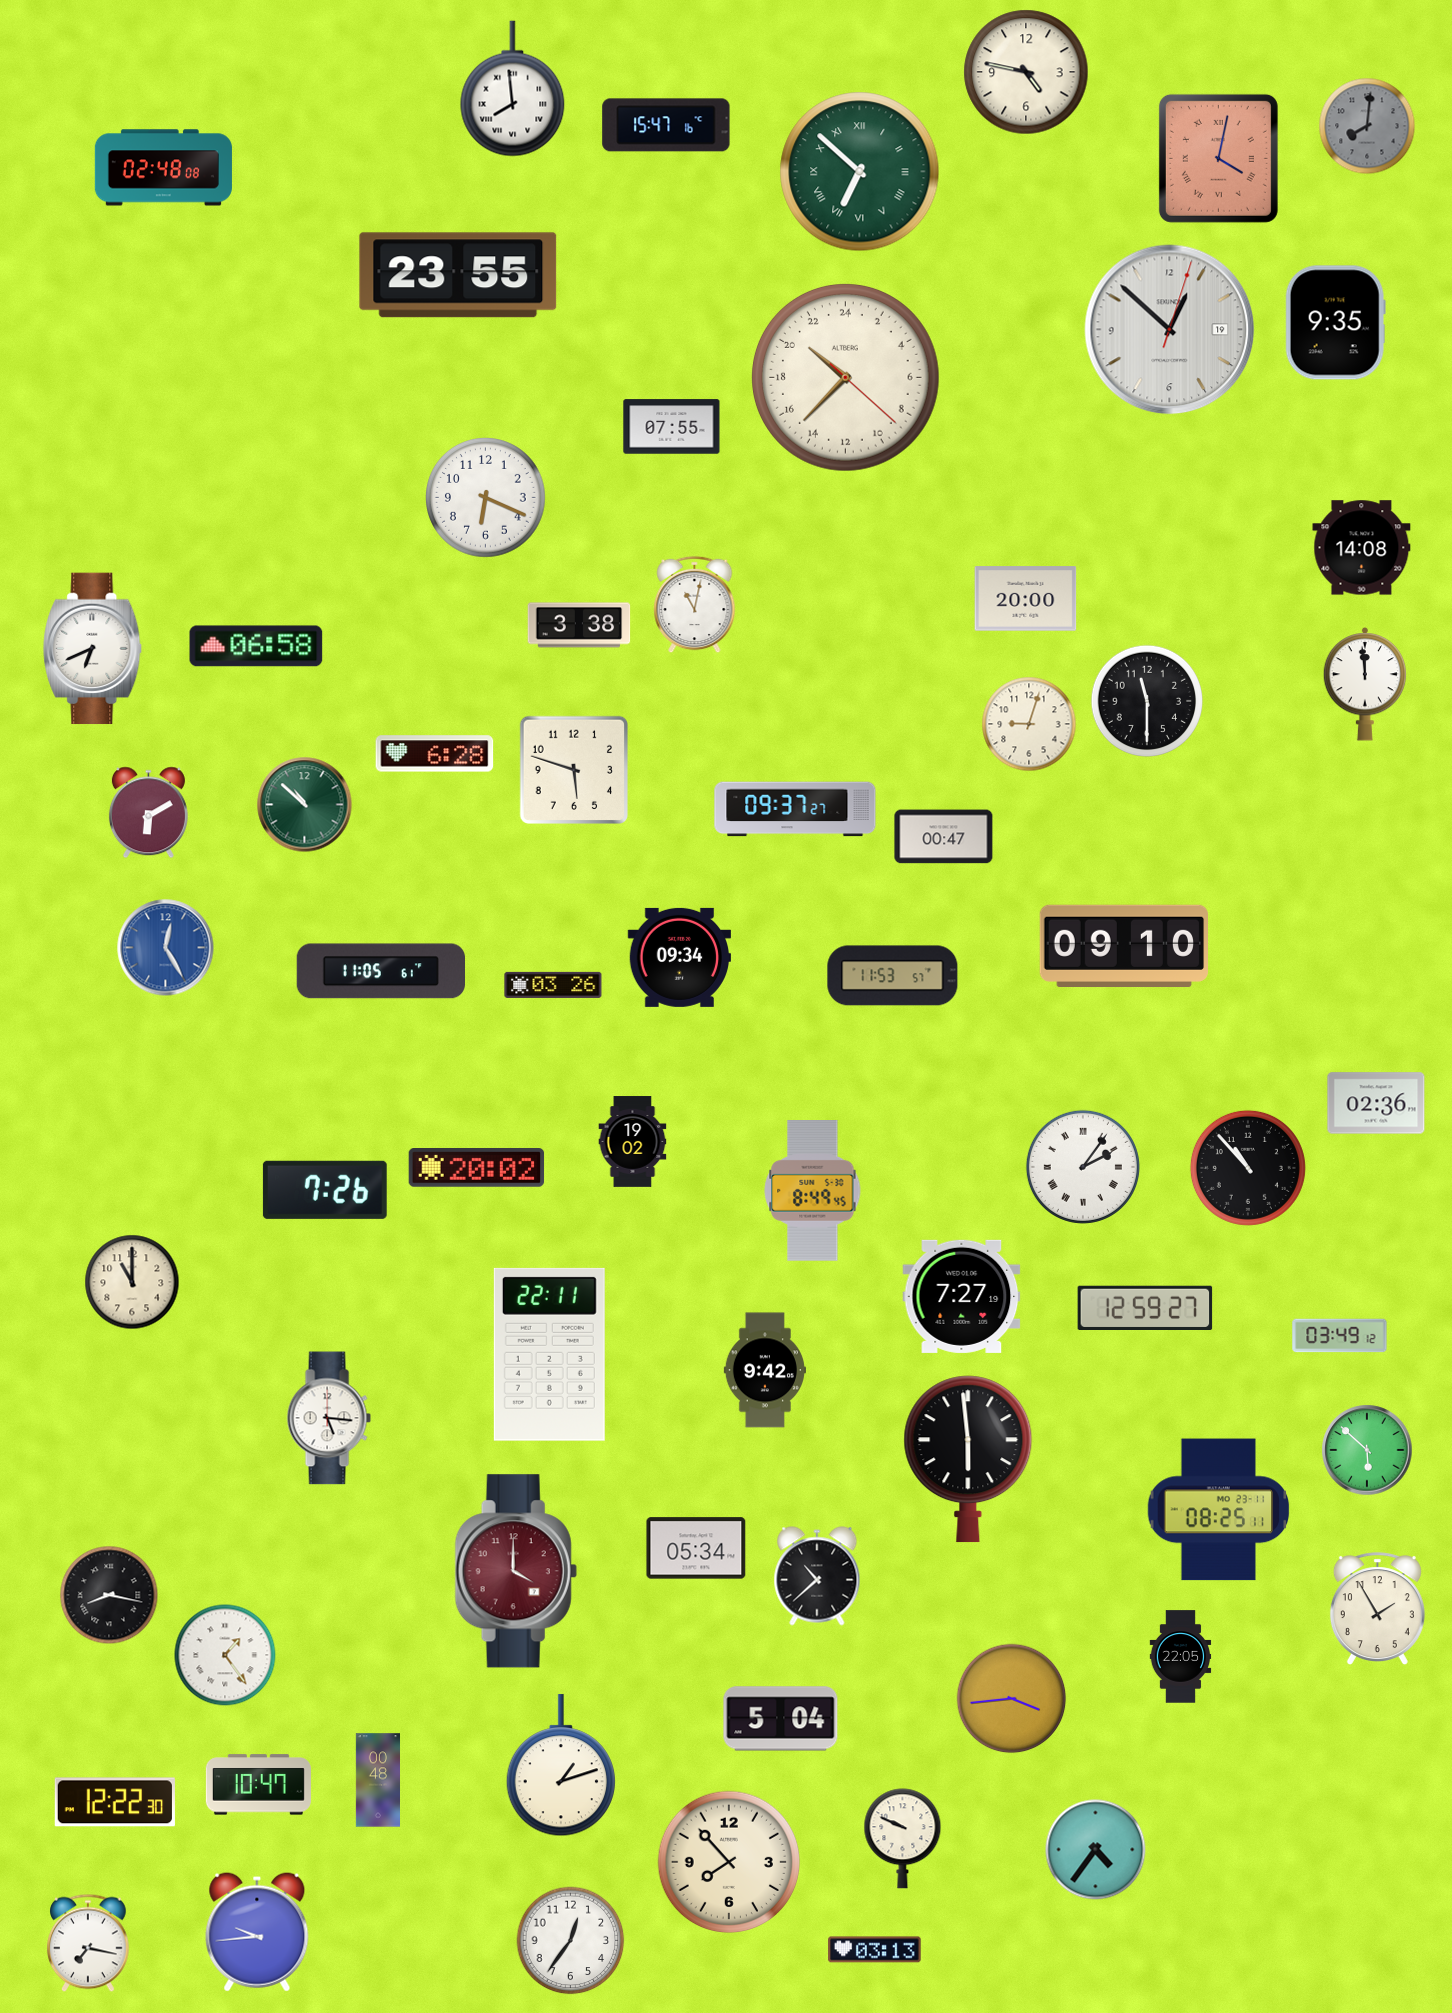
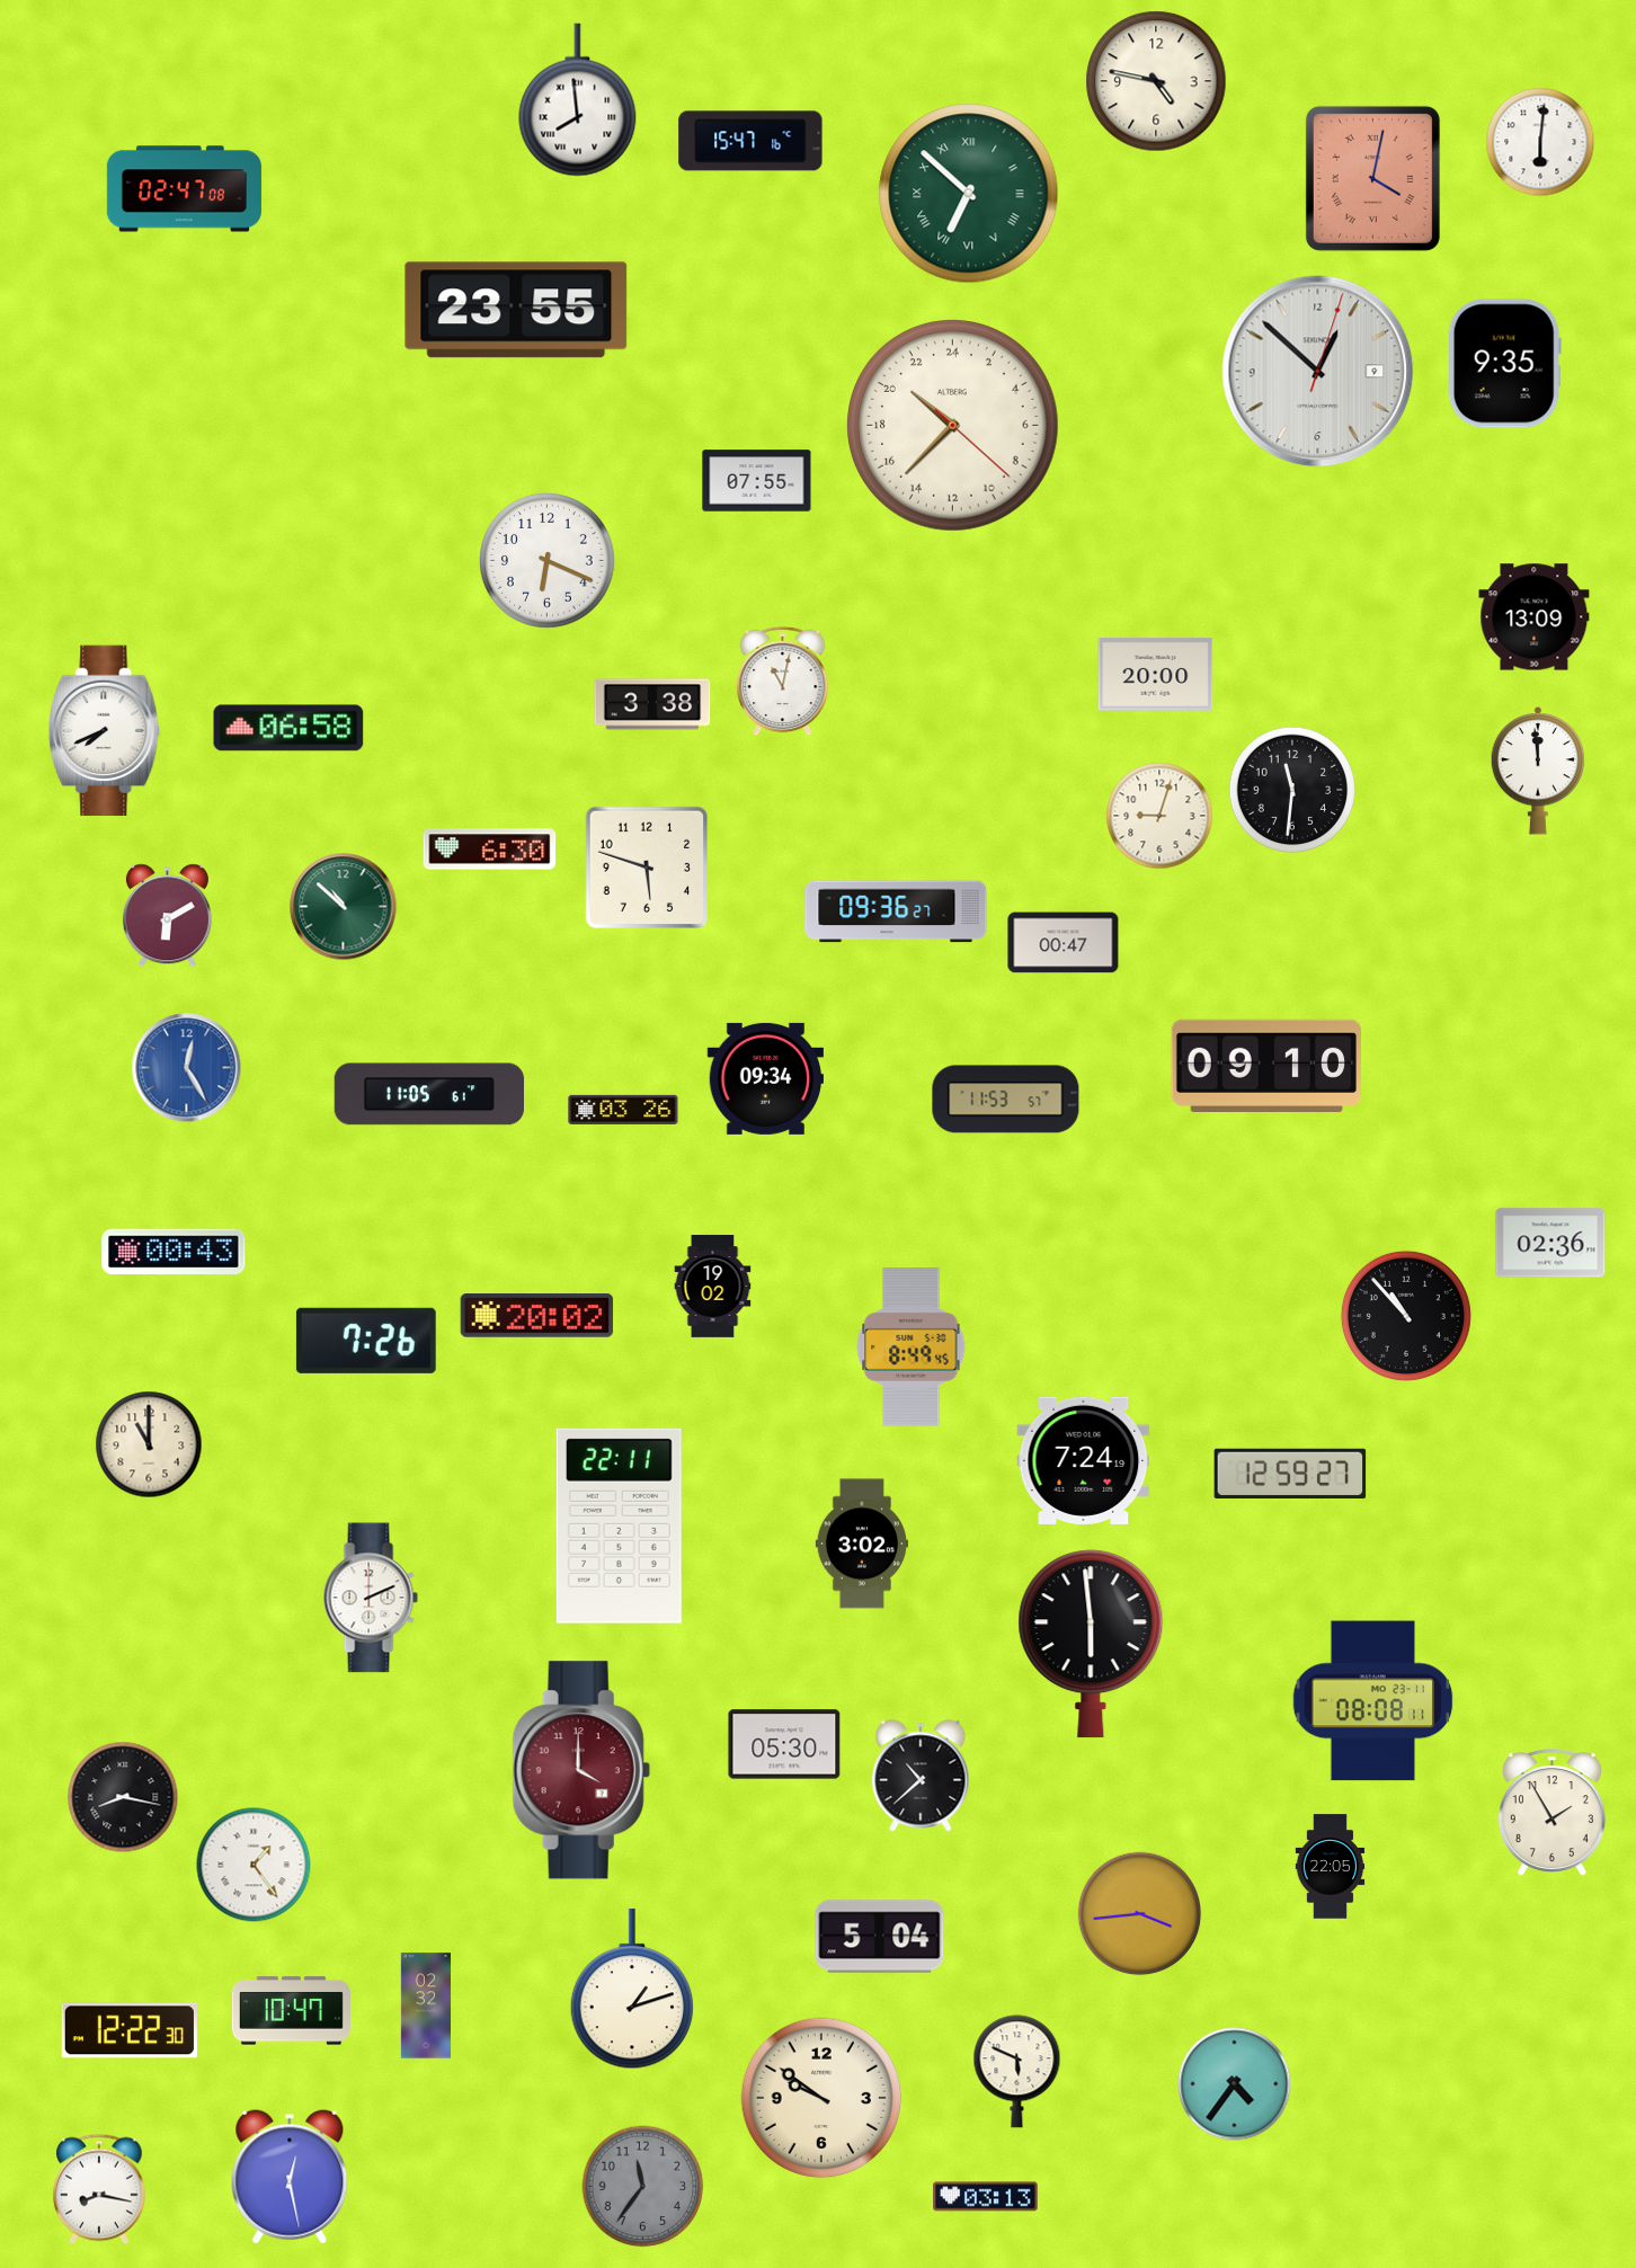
clock at (1367, 126): 8:01 -> 6:01
clock at (1367, 126) dial: grey -> white
clock at (163, 168): 02:48 -> 02:47
clock at (1170, 330) date: 19 -> 9
clock at (1362, 548): 14:08 -> 13:09
clock at (93, 649): 6:41 -> 7:41
clock at (1146, 700): 11:30 -> 11:31
clock at (435, 754): 6:28 -> 6:30
clock at (795, 809): 09:37 -> 09:36
clock at (174, 1252): none -> 00:43
clock at (1083, 1167): 2:06 -> none
clock at (813, 1191) position: (813, 1191) -> (912, 1348)
clock at (962, 1296): 7:27 -> 7:24
clock at (1340, 1336): 03:49 -> none
clock at (765, 1370): 9:42 -> 3:02
clock at (329, 1418): 5:16 -> 2:11
clock at (1367, 1450): 5:52 -> none
clock at (1219, 1510): 08:25 -> 08:08
clock at (696, 1548): 05:34 -> 05:30
clock at (377, 1780): 00:48 -> 02:32
clock at (903, 1839): 9:49 -> 5:49
clock at (729, 1862): 7:53 -> 9:51
clock at (257, 1932): 9:44 -> 12:28
clock at (571, 1941): 12:36 -> 11:36
clock at (571, 1941) dial: white -> grey
clock at (89, 1943): 7:17 -> 8:17
